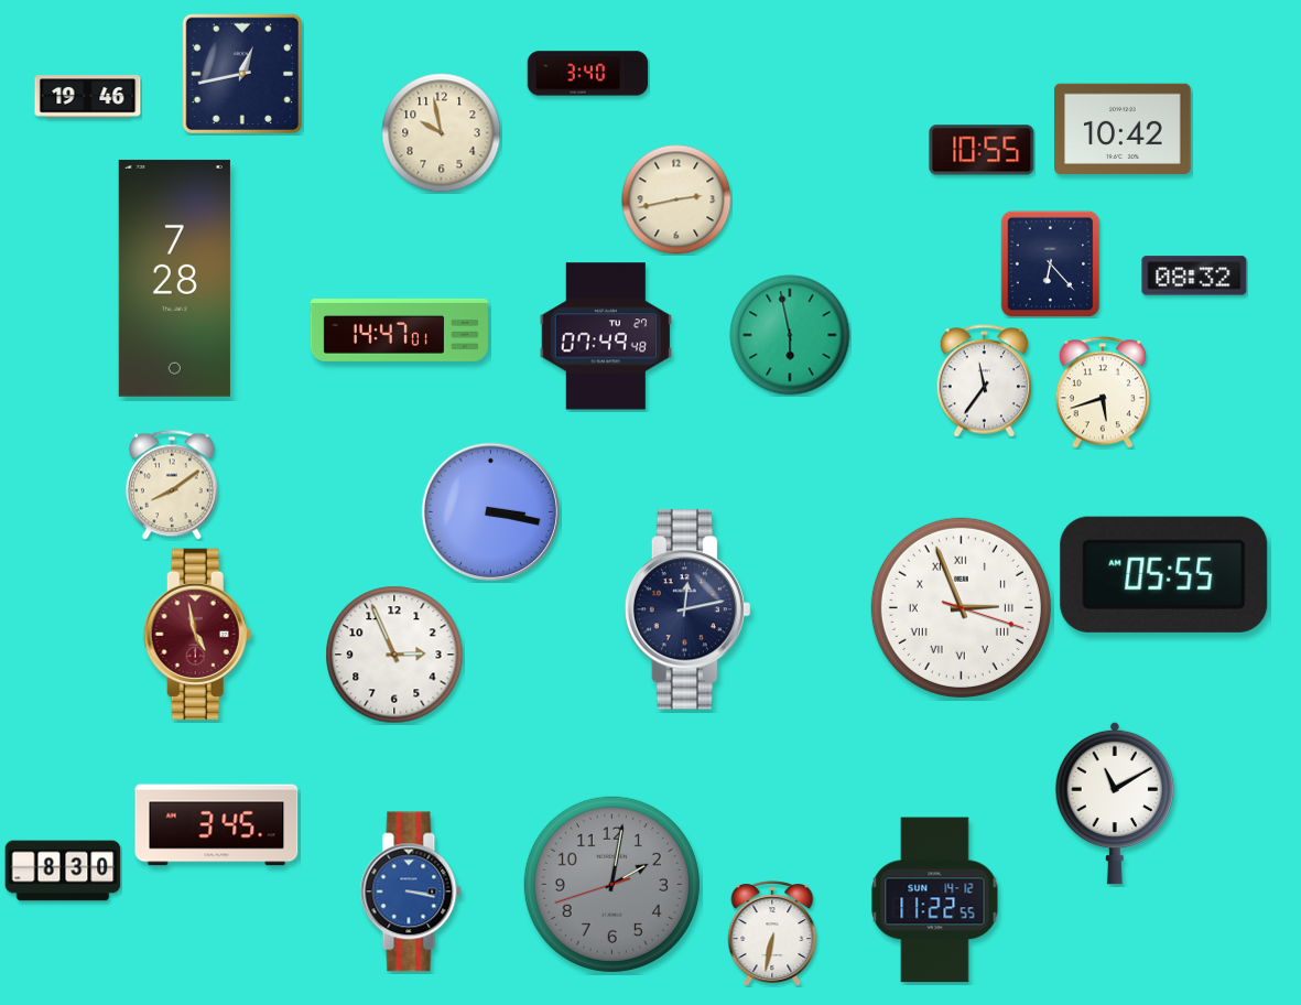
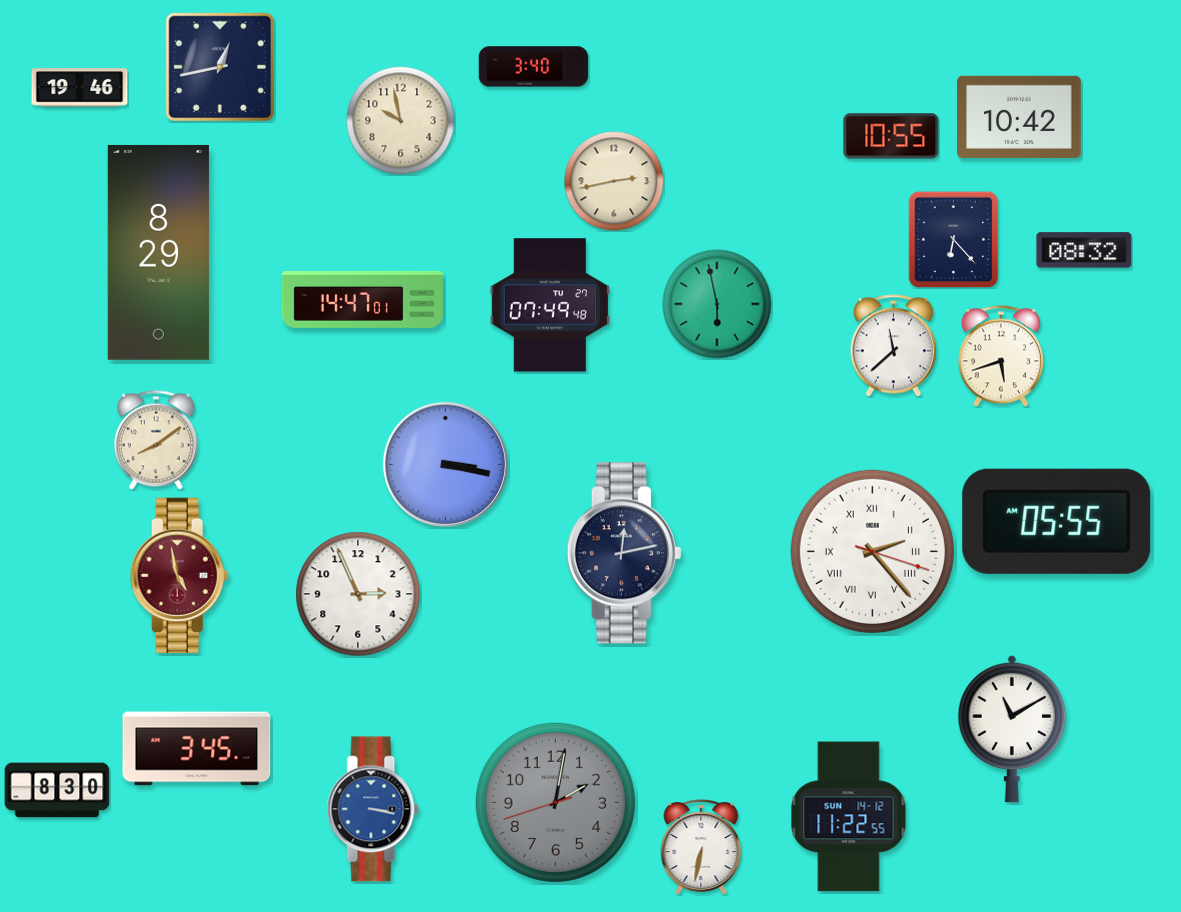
clock at (174, 278): 7:28 -> 8:29
clock at (985, 381): 11:36 -> 11:38
clock at (961, 607): 2:56 -> 2:23
